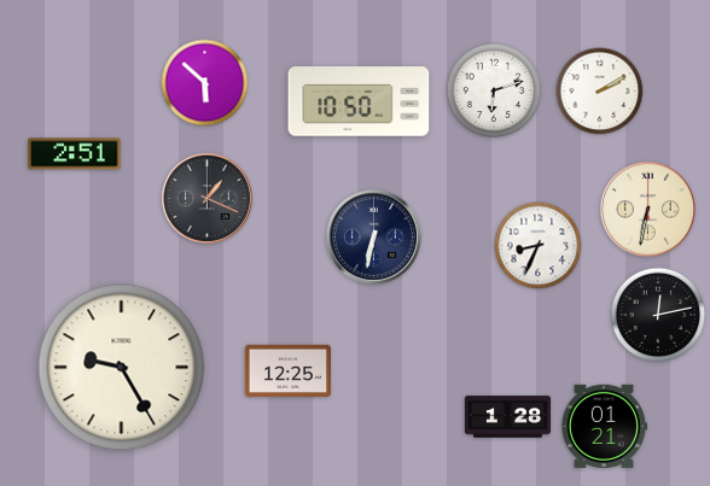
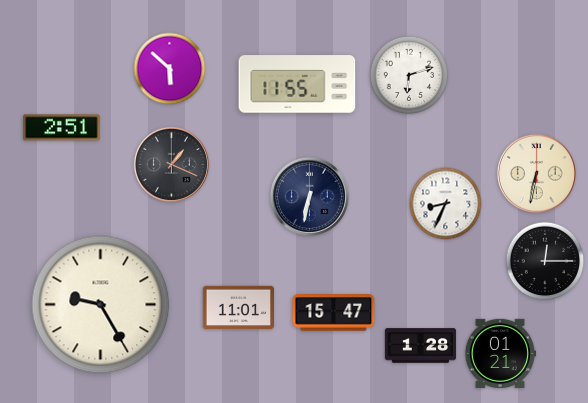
clock at (600, 92): 2:10 -> none
clock at (359, 101): 10:50 -> 11:55
clock at (658, 315): 12:13 -> 12:15
clock at (289, 371): 12:25 -> 11:01
clock at (334, 313): none -> 15:47
